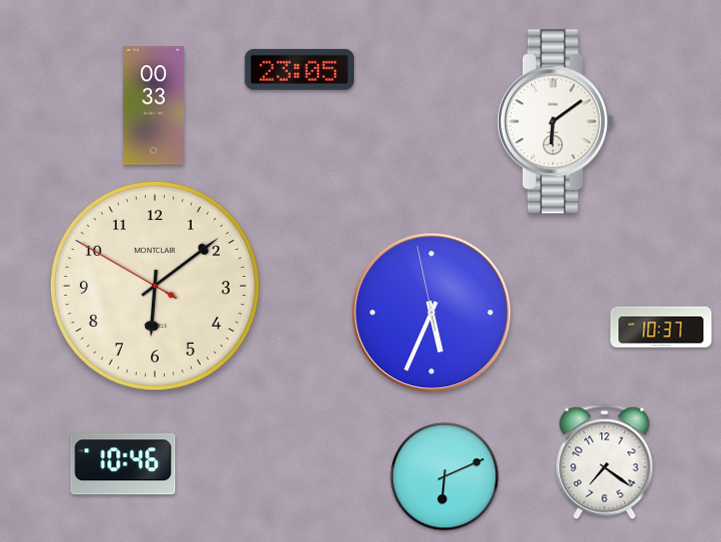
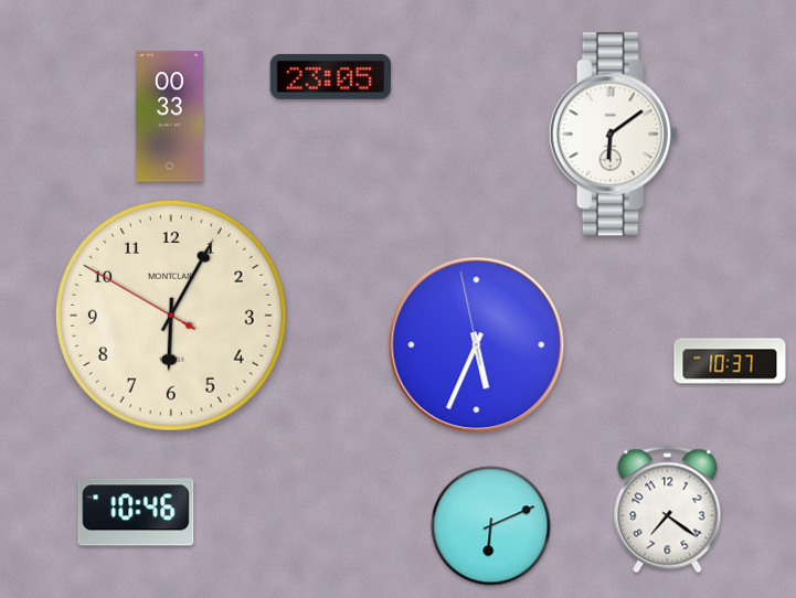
clock at (155, 286): 6:08 -> 6:04
